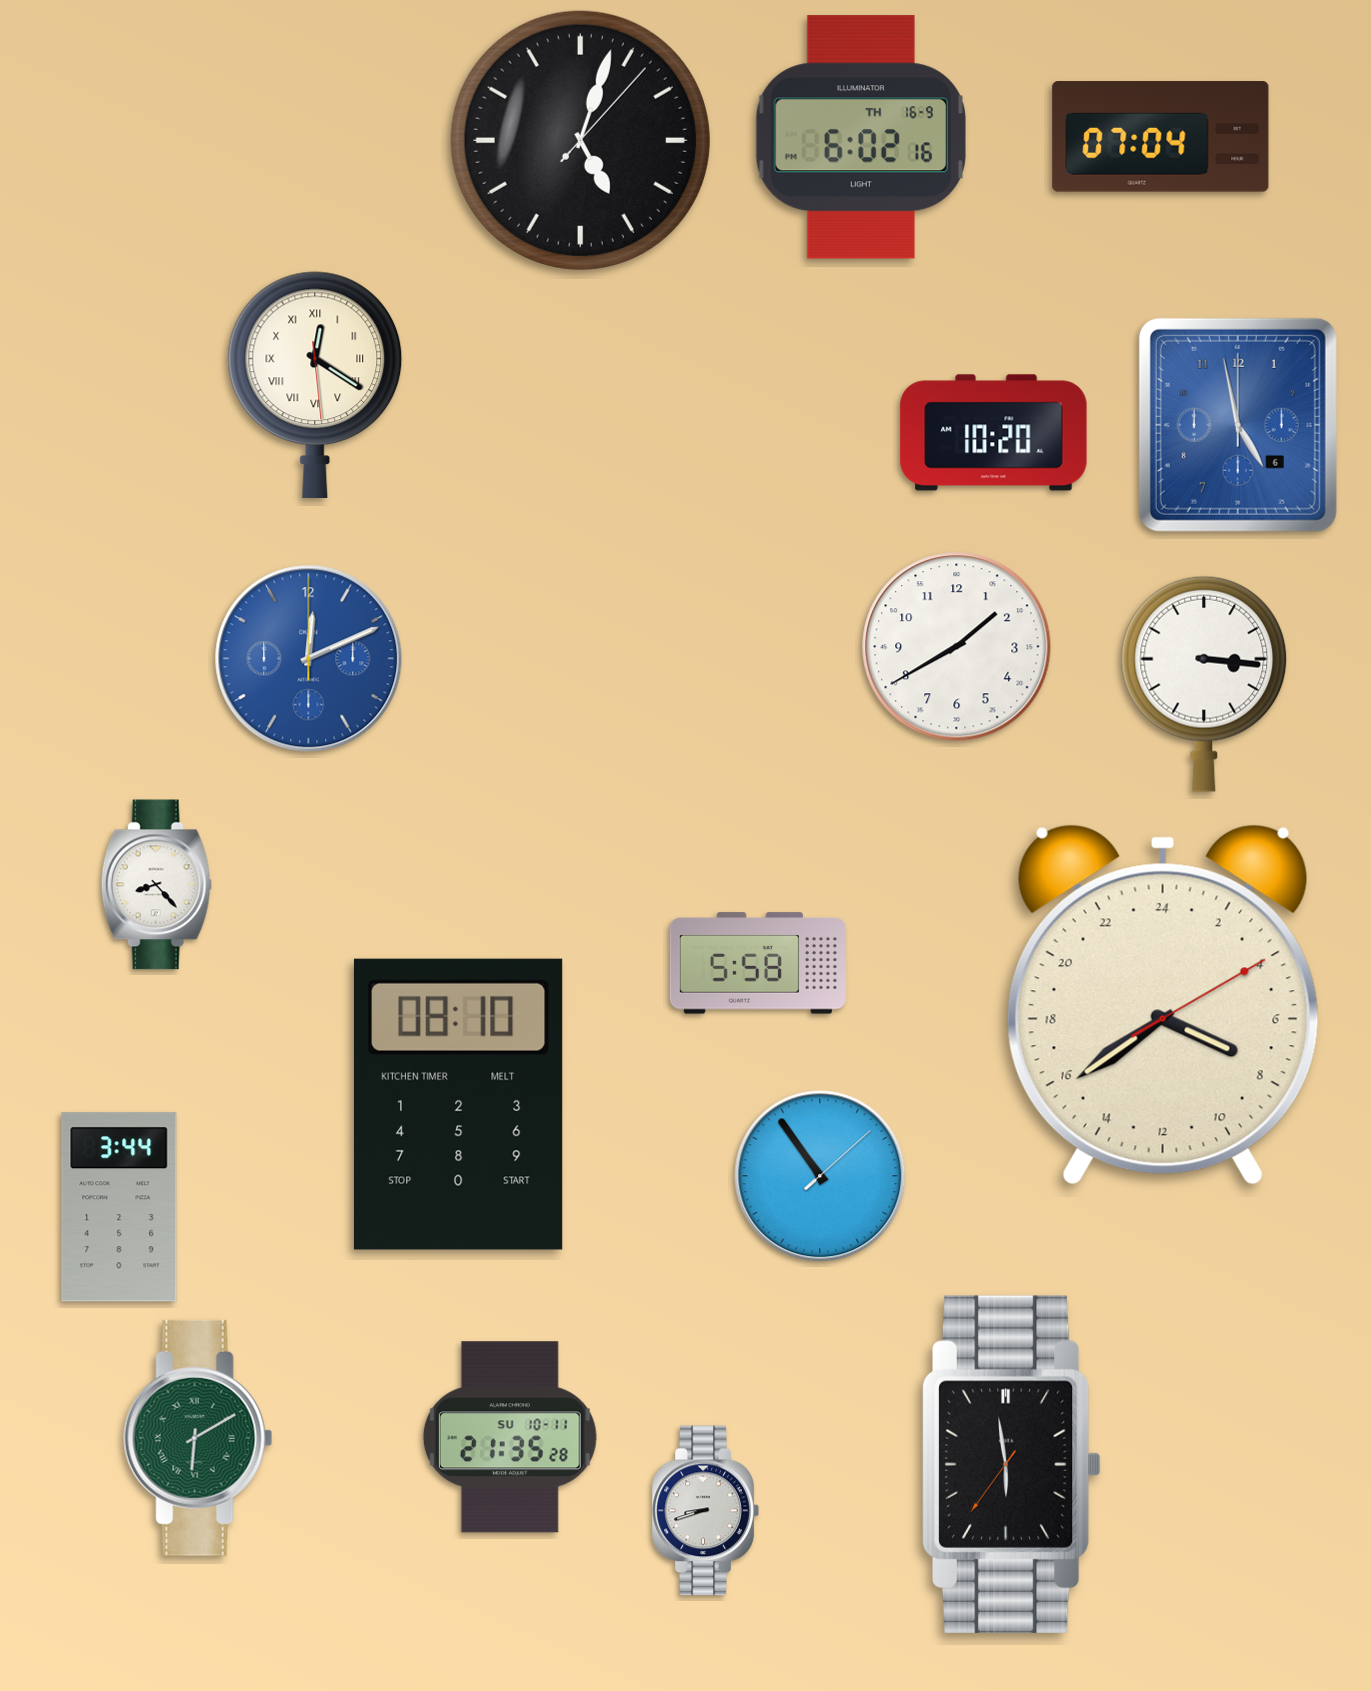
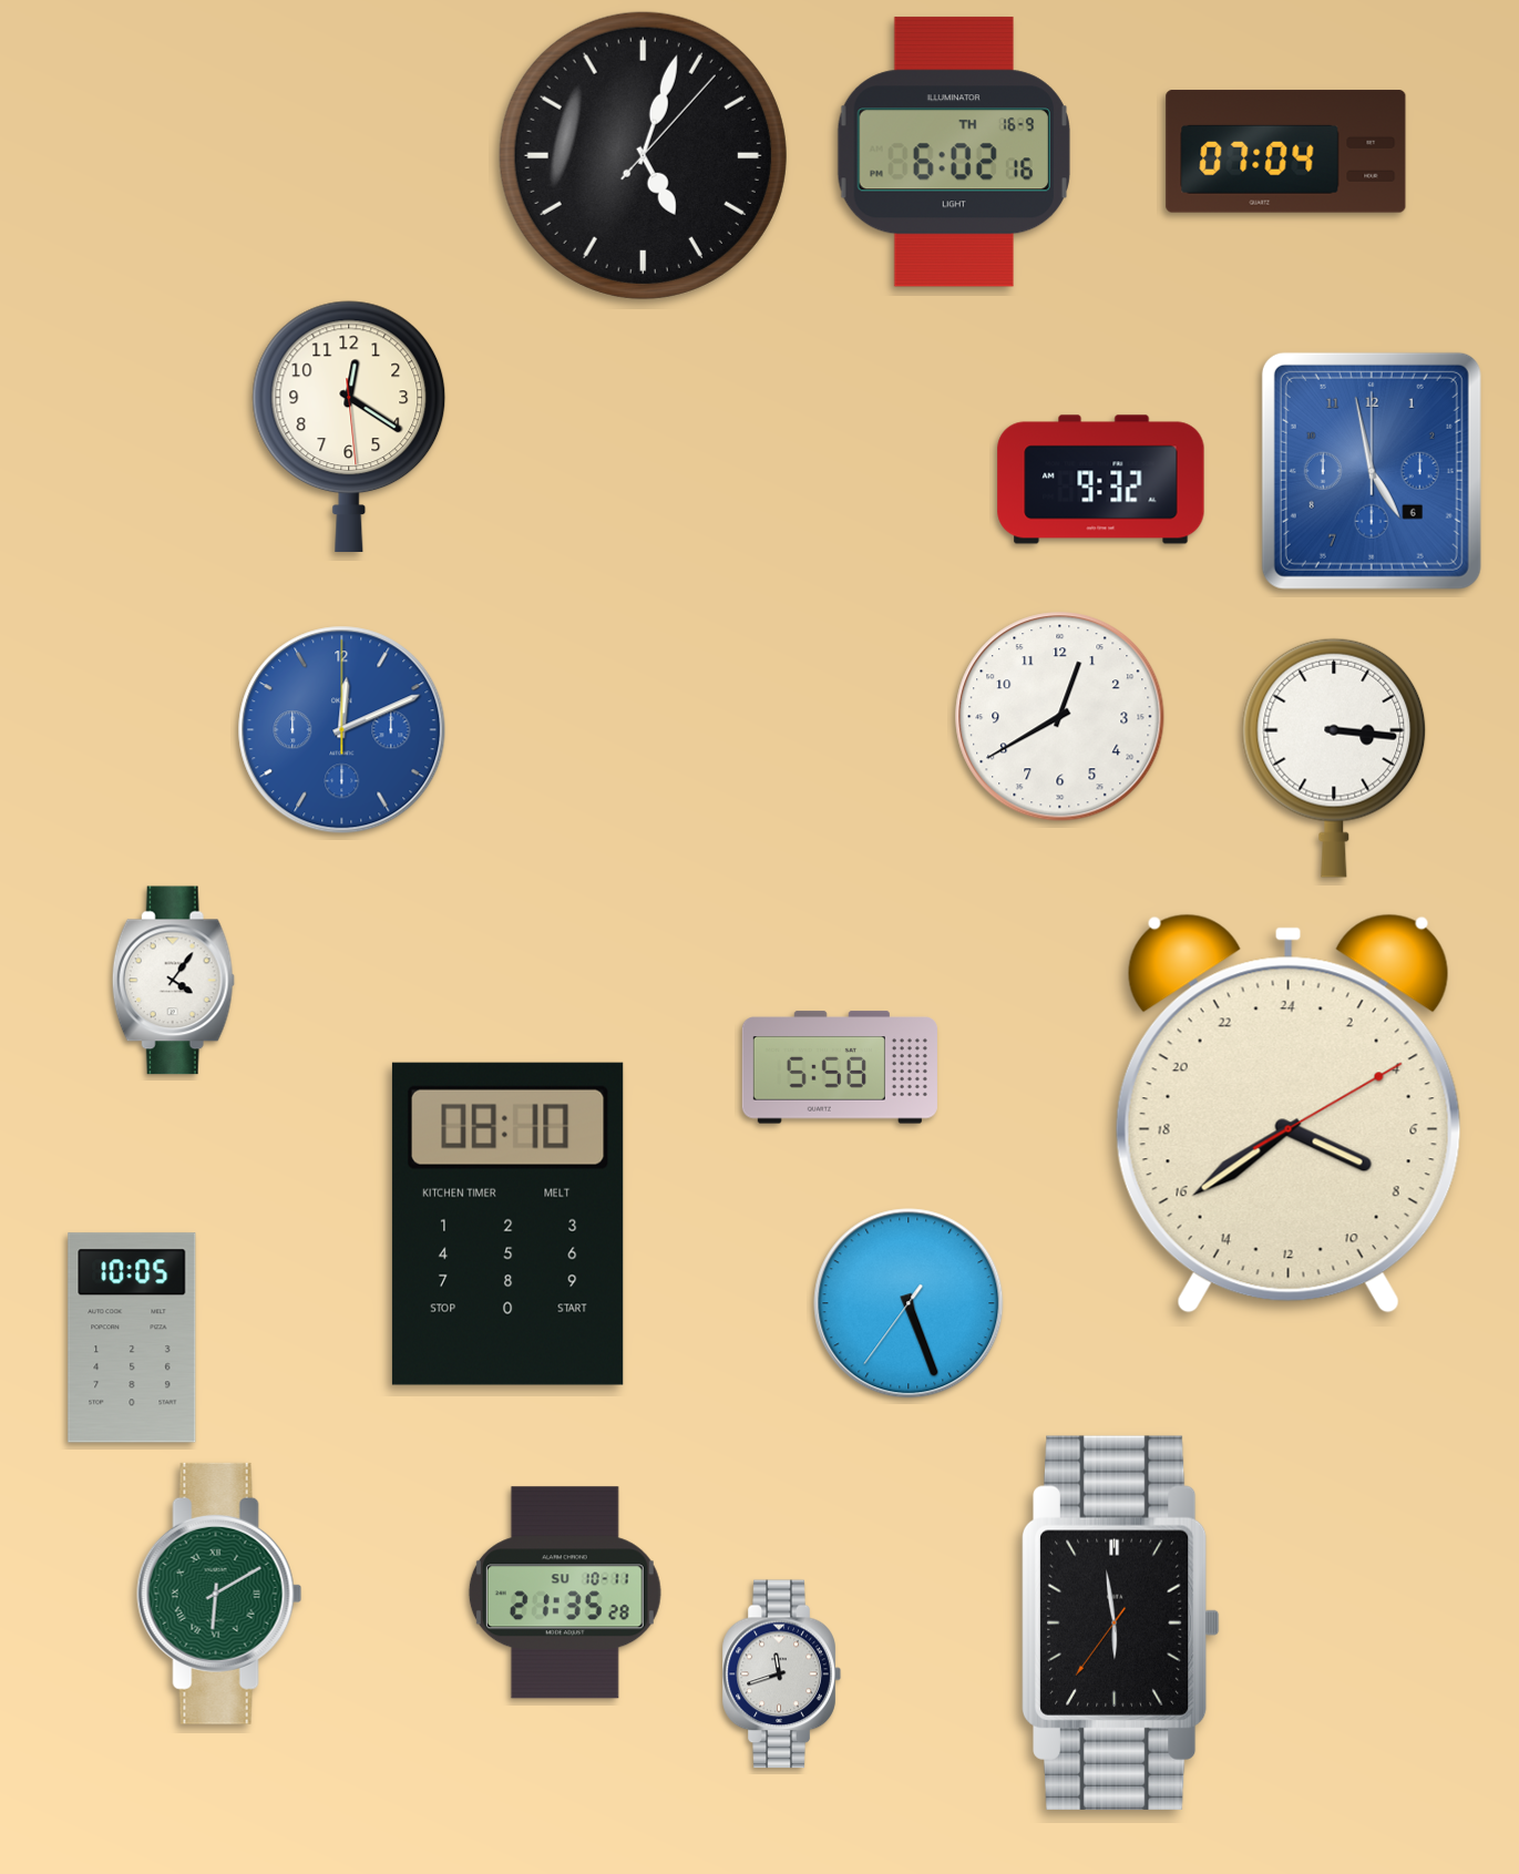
clock at (315, 384) numerals: Roman -> Arabic
clock at (994, 433): 10:20 -> 9:32
clock at (957, 647): 1:40 -> 12:40
clock at (156, 885): 8:23 -> 4:06
clock at (820, 1176): 10:54 -> 5:26
clock at (119, 1207): 3:44 -> 10:05
clock at (705, 1511): 8:42 -> 11:42
